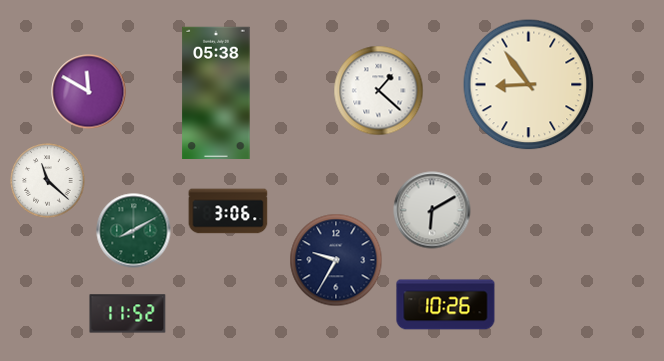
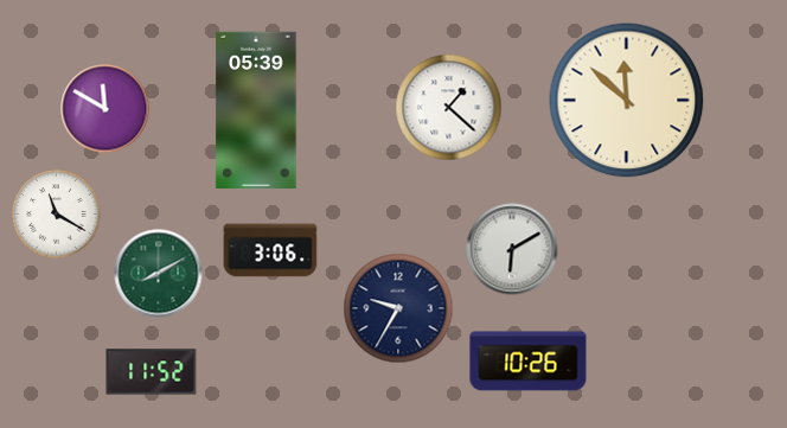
clock at (529, 85): 8:54 -> 11:52
clock at (216, 92): 05:38 -> 05:39
clock at (48, 181): 11:22 -> 11:20
